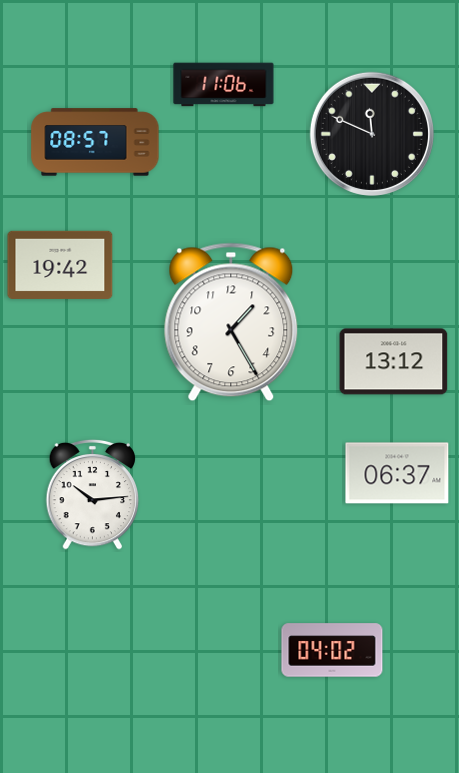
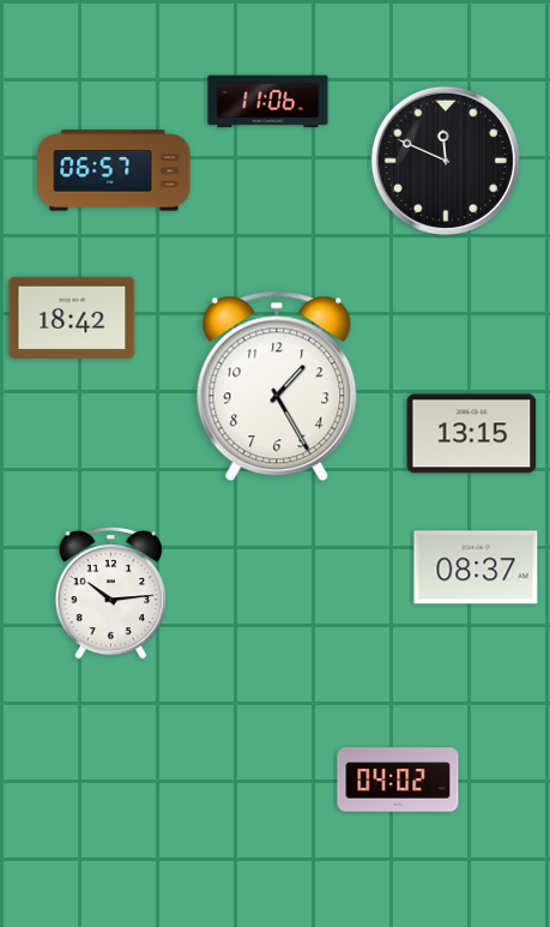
clock at (95, 142): 08:57 -> 06:57
clock at (60, 265): 19:42 -> 18:42
clock at (394, 362): 13:12 -> 13:15
clock at (397, 473): 06:37 -> 08:37
